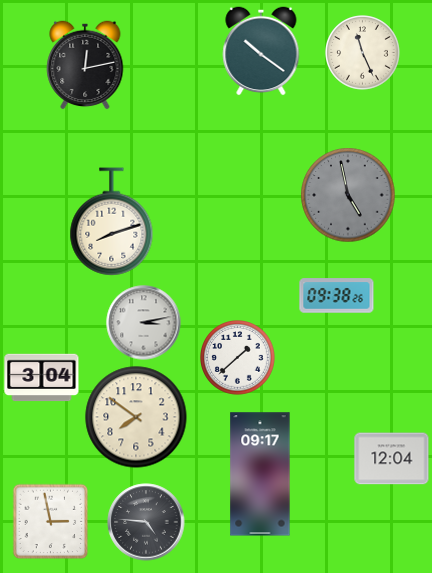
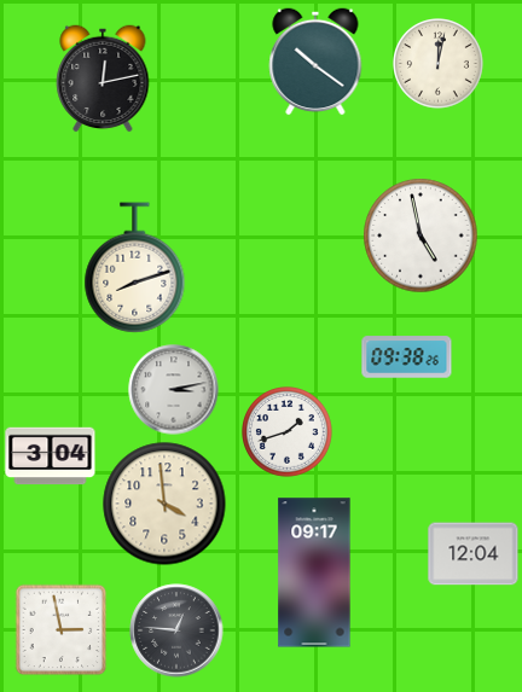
clock at (363, 53): 11:26 -> 12:02
clock at (348, 195) dial: grey -> white
clock at (238, 358): 1:38 -> 1:42
clock at (136, 417): 7:51 -> 3:59
clock at (146, 522): 4:46 -> 12:46
